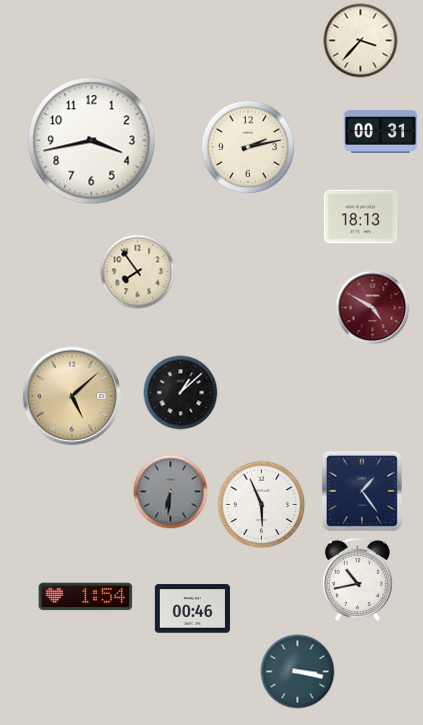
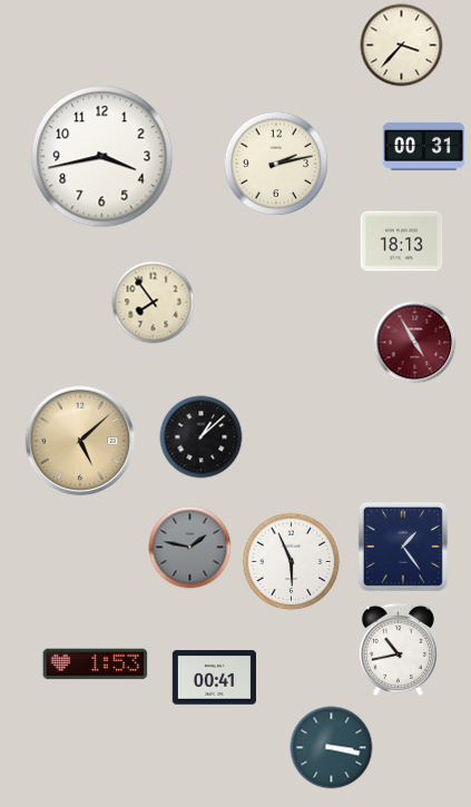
clock at (373, 308): 4:50 -> 4:55
clock at (171, 492): 6:31 -> 1:47
clock at (357, 579) position: (357, 579) -> (398, 649)
clock at (86, 597): 1:54 -> 1:53
clock at (192, 609): 00:46 -> 00:41
